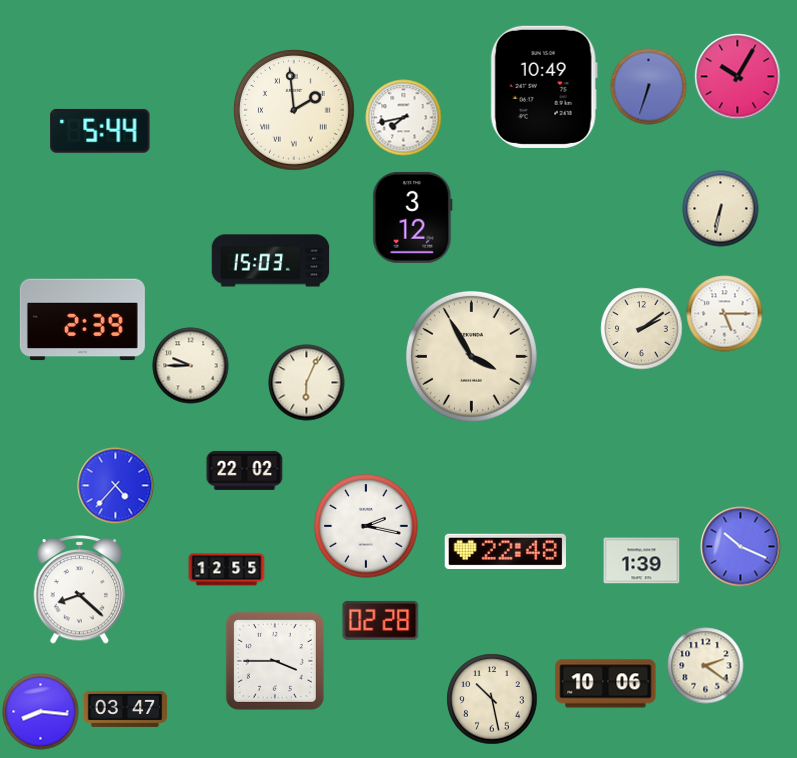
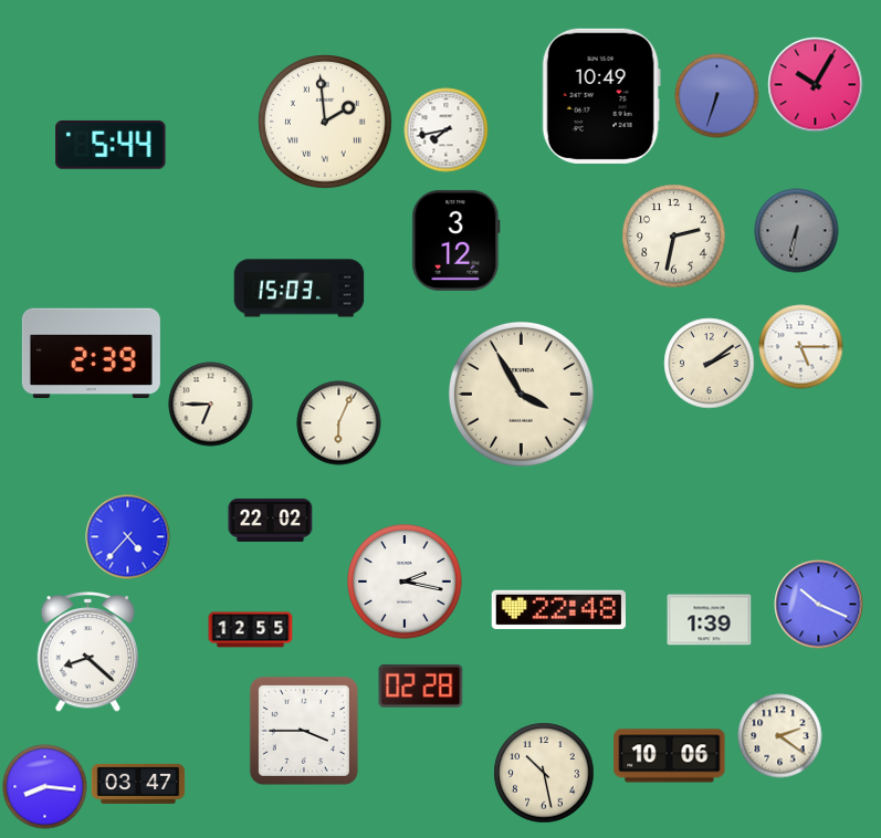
clock at (721, 209) dial: cream -> grey
clock at (674, 237): none -> 2:32
clock at (191, 366): 9:45 -> 6:45
